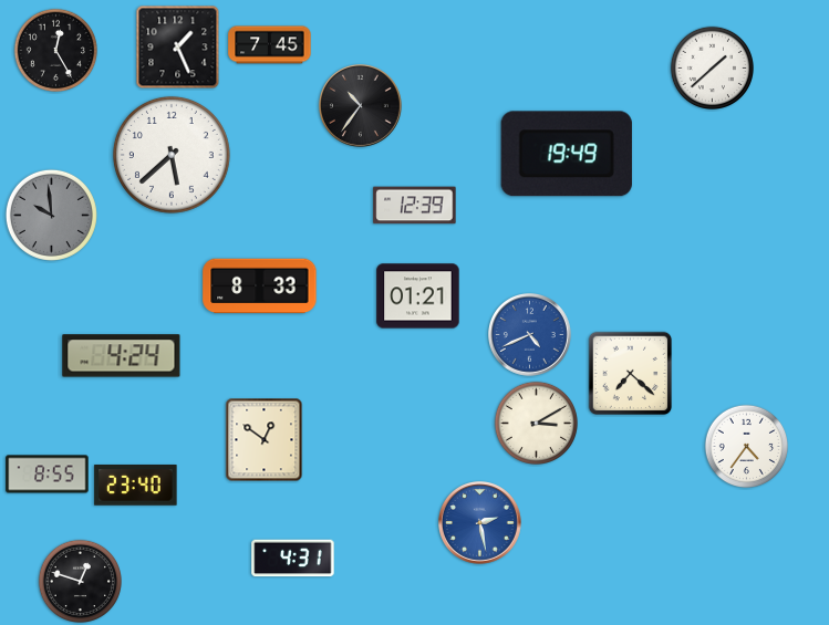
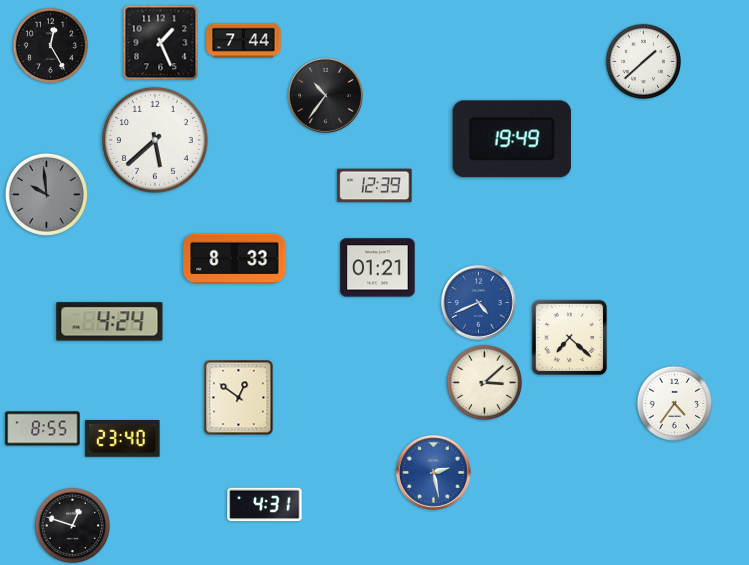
clock at (270, 45): 7:45 -> 7:44
clock at (536, 423): 3:10 -> 3:08
